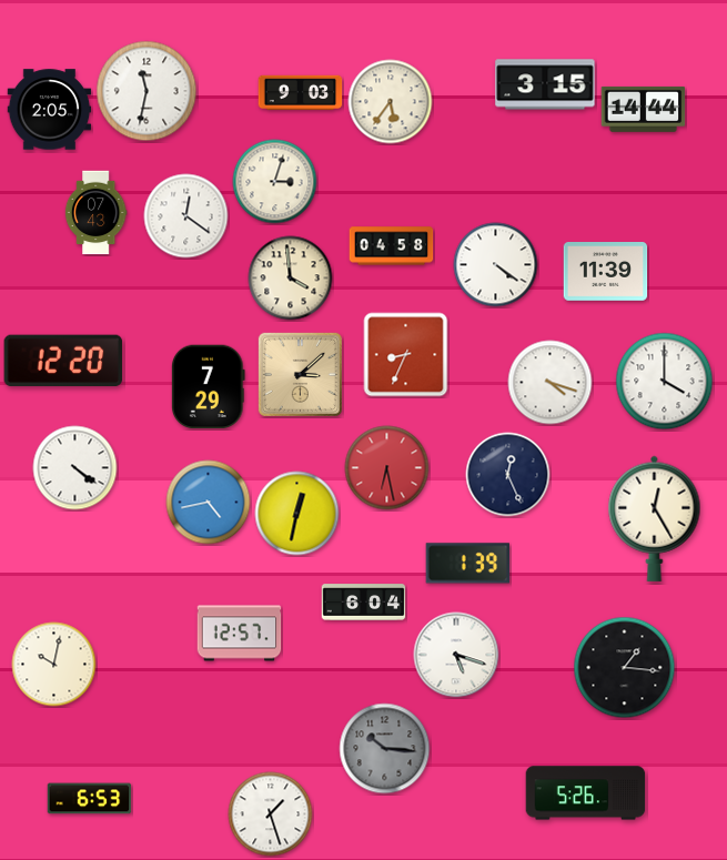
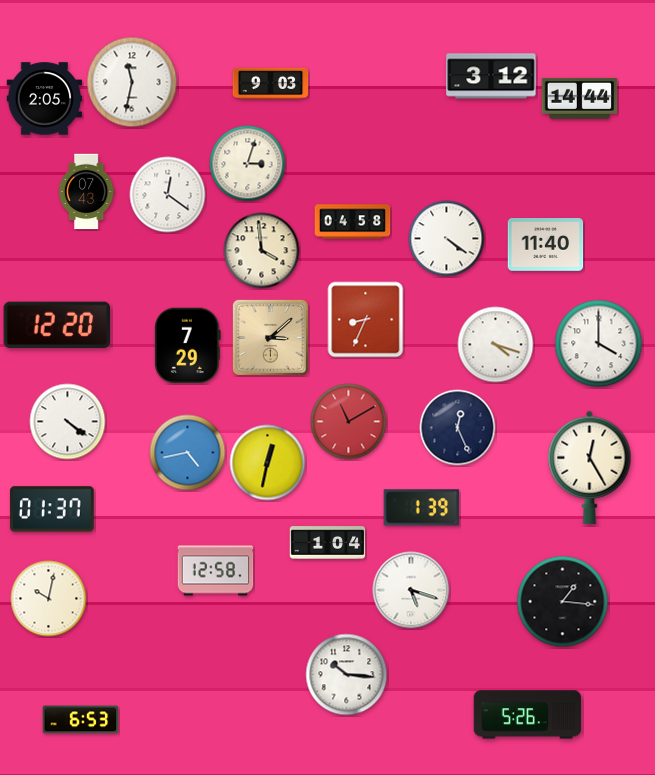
clock at (545, 84): 3:15 -> 3:12
clock at (391, 102): 5:36 -> none
clock at (606, 272): 11:39 -> 11:40
clock at (209, 387) position: (209, 387) -> (188, 346)
clock at (387, 468): 6:28 -> 11:10
clock at (52, 509): none -> 01:37
clock at (364, 603): 6:04 -> 1:04
clock at (240, 634): 12:57 -> 12:58
clock at (385, 749) dial: grey -> white
clock at (271, 815): 1:27 -> none
